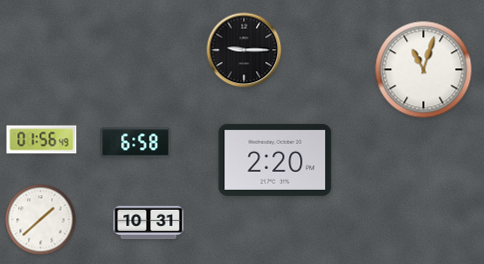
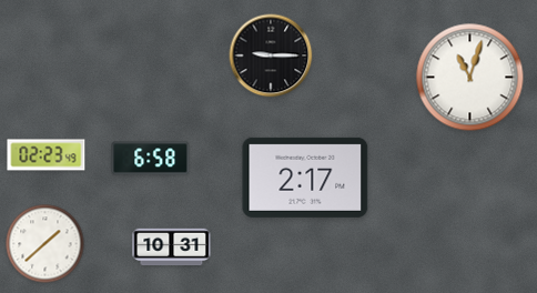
clock at (42, 140): 01:56 -> 02:23
clock at (275, 160): 2:20 -> 2:17
clock at (149, 223) position: (149, 223) -> (172, 247)
